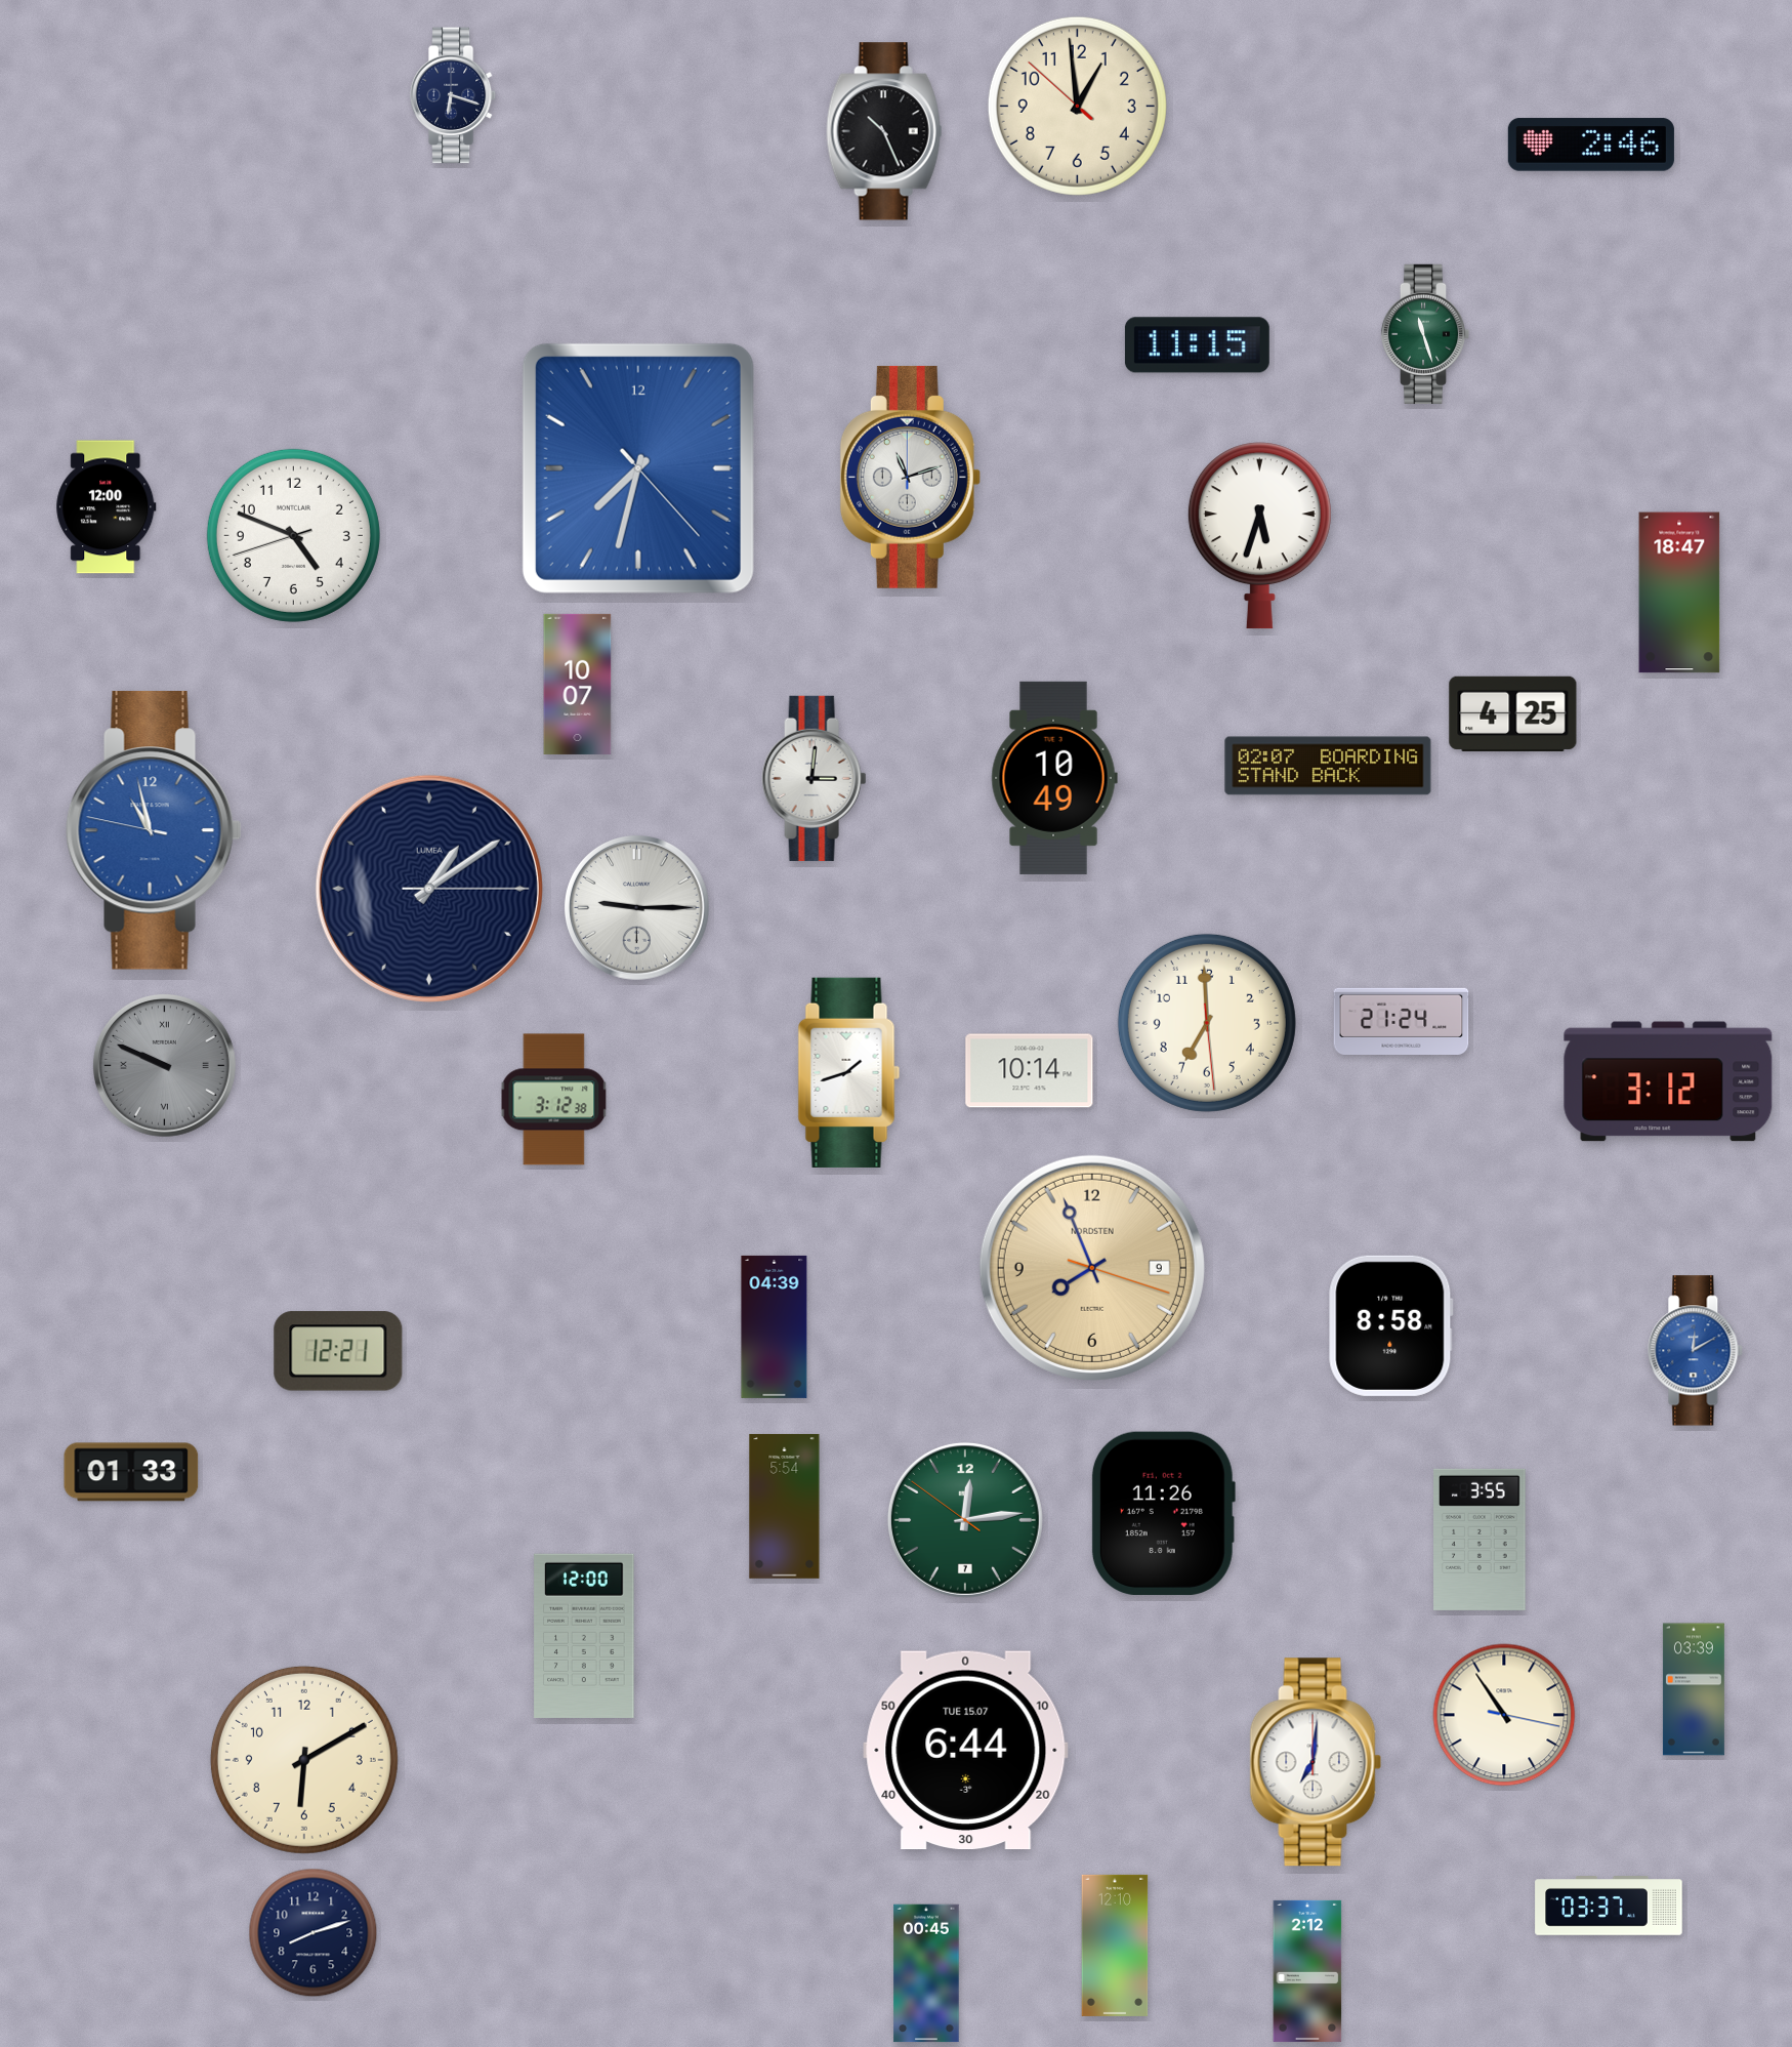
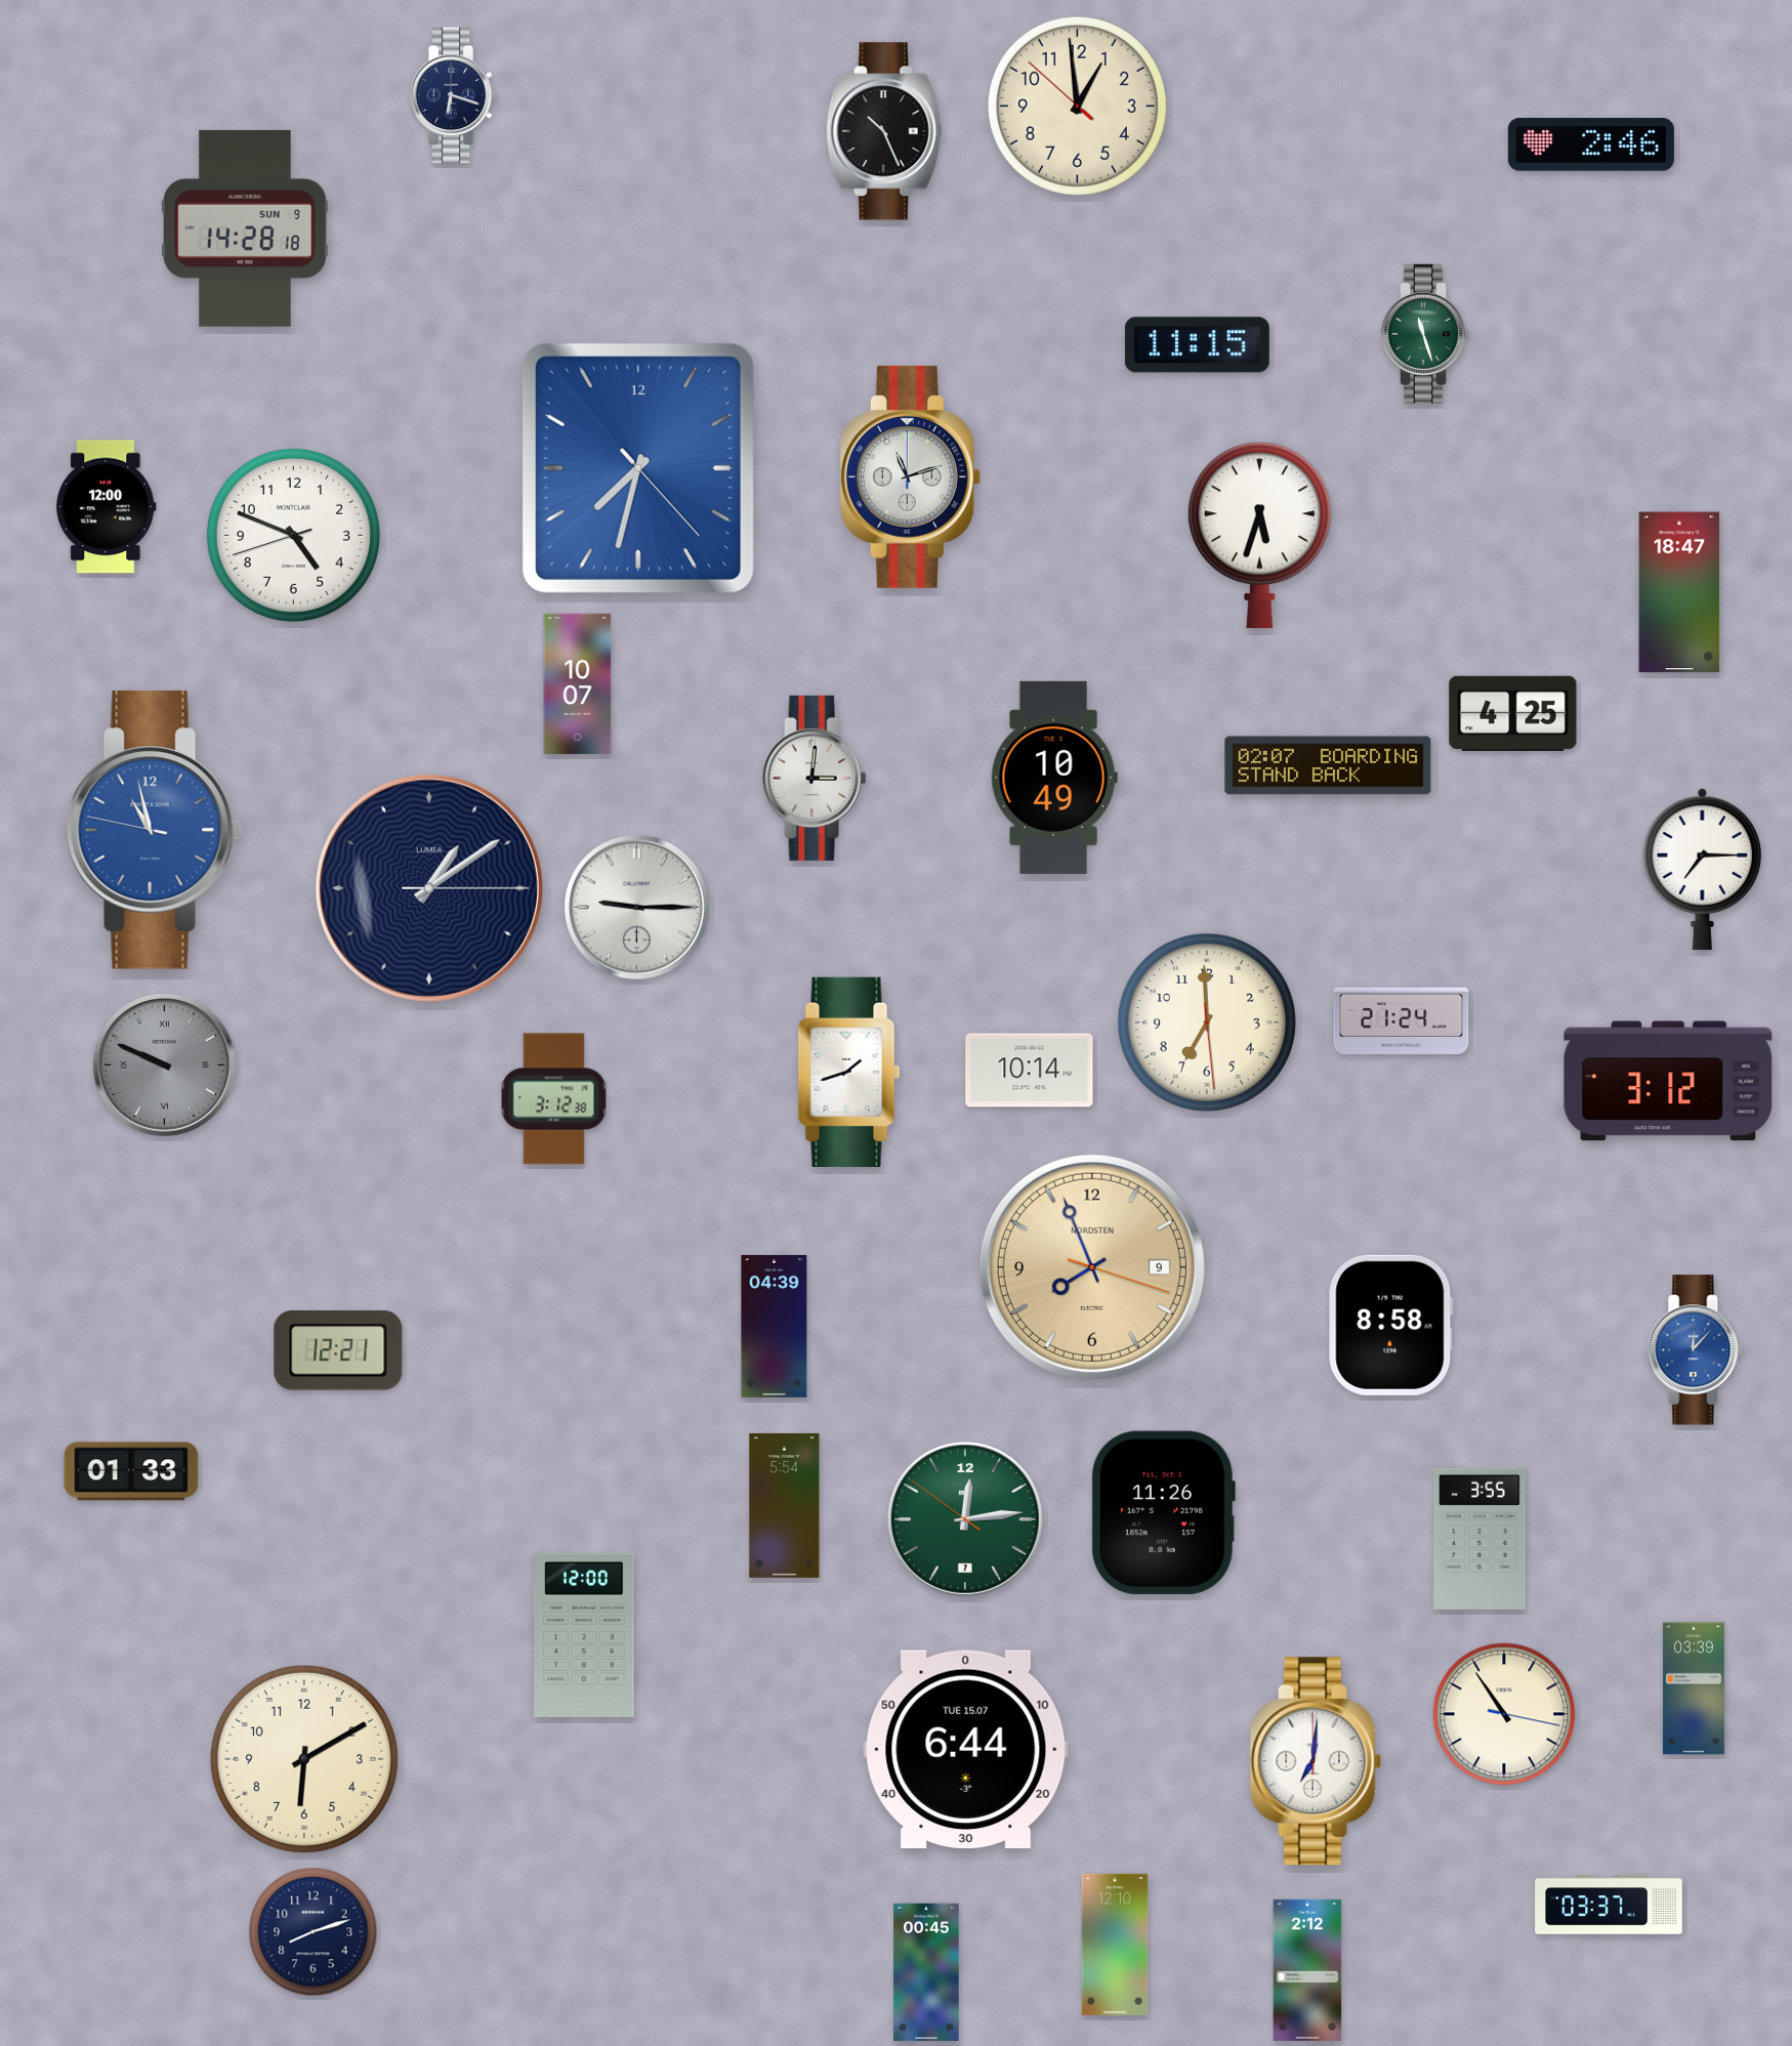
clock at (245, 228): none -> 14:28
clock at (1702, 869): none -> 7:15
clock at (1696, 1351): 12:10 -> 12:07
